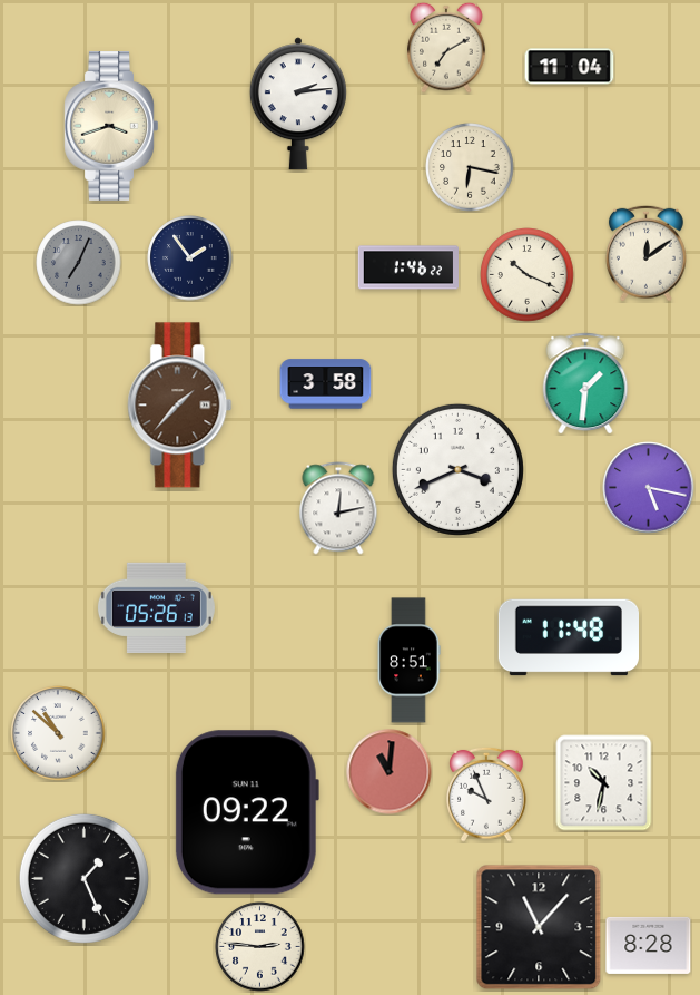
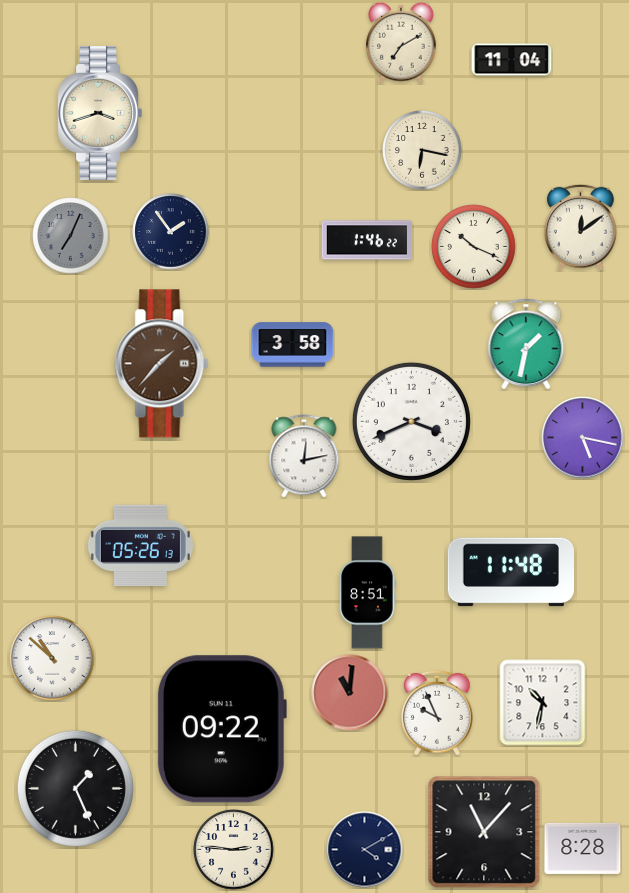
clock at (298, 104): 2:14 -> none
clock at (585, 383): 1:31 -> 1:32
clock at (365, 850): none -> 4:10
